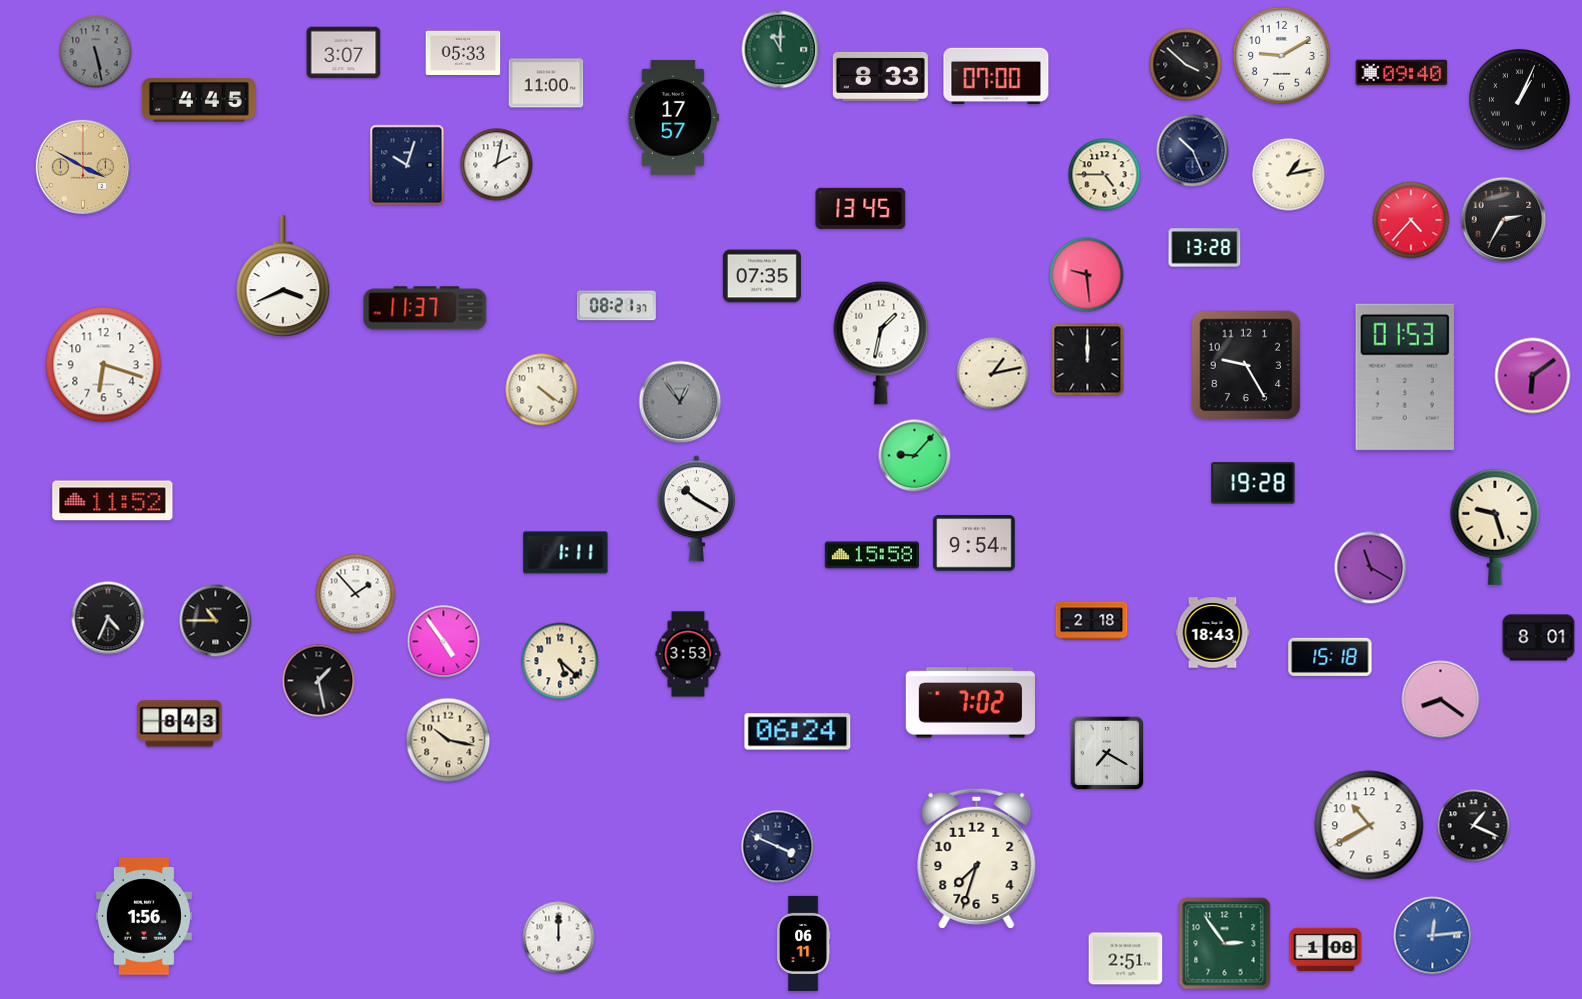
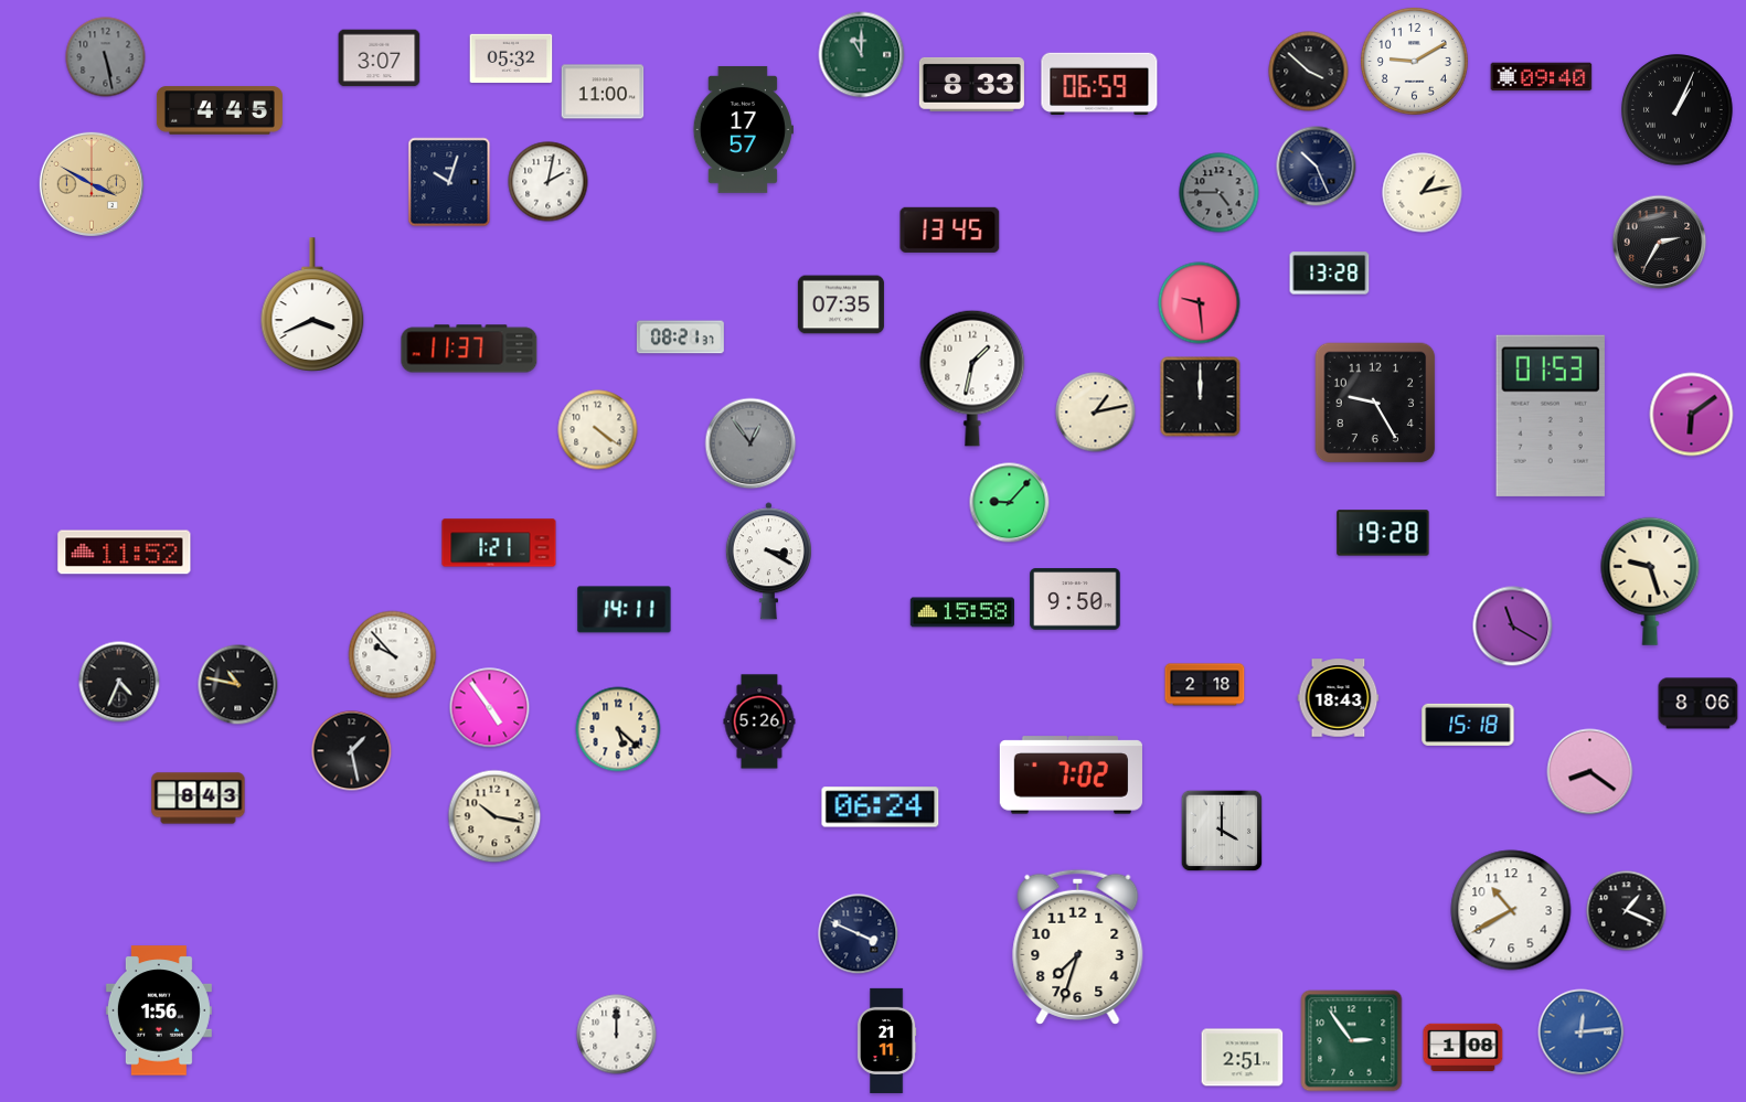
clock at (463, 53): 05:33 -> 05:32
clock at (1402, 73) position: (1402, 73) -> (1542, 77)
clock at (996, 75): 07:00 -> 06:59
clock at (1105, 175) dial: cream -> grey
clock at (1411, 220): 4:37 -> none
clock at (425, 308) position: (425, 308) -> (469, 349)
clock at (104, 365): 6:18 -> none
clock at (499, 543): none -> 1:21
clock at (696, 509): 10:20 -> 3:20
clock at (974, 543): 9:54 -> 9:50
clock at (566, 553): 1:11 -> 14:11
clock at (356, 594): 1:53 -> 9:53
clock at (216, 621): 10:45 -> 10:47
clock at (1539, 638): 8:01 -> 8:06
clock at (688, 654): 3:53 -> 5:26
clock at (1107, 753): 7:20 -> 4:00
clock at (803, 943): 06:11 -> 21:11
